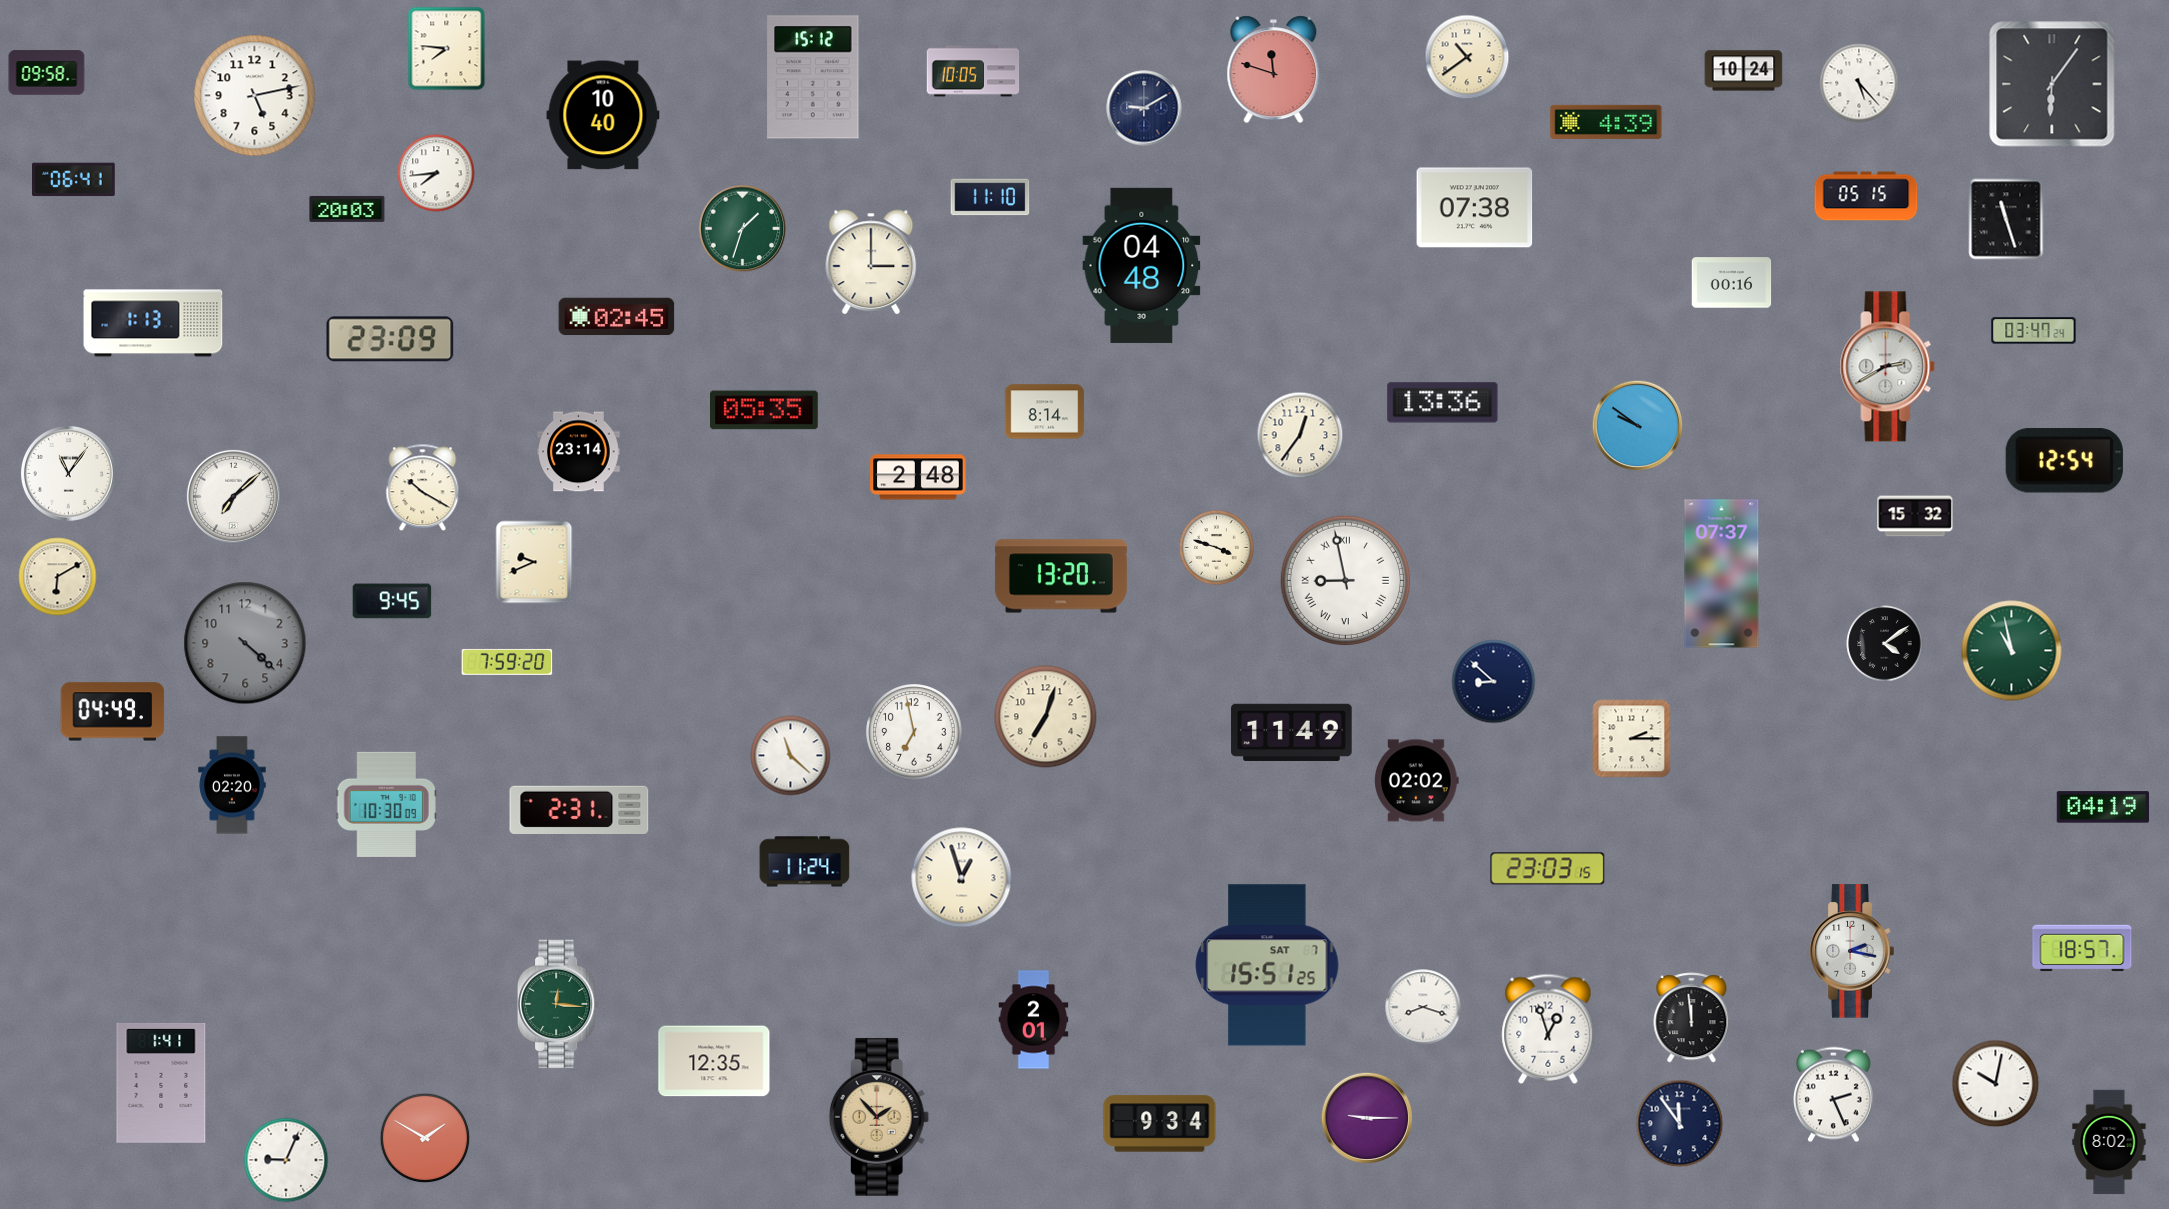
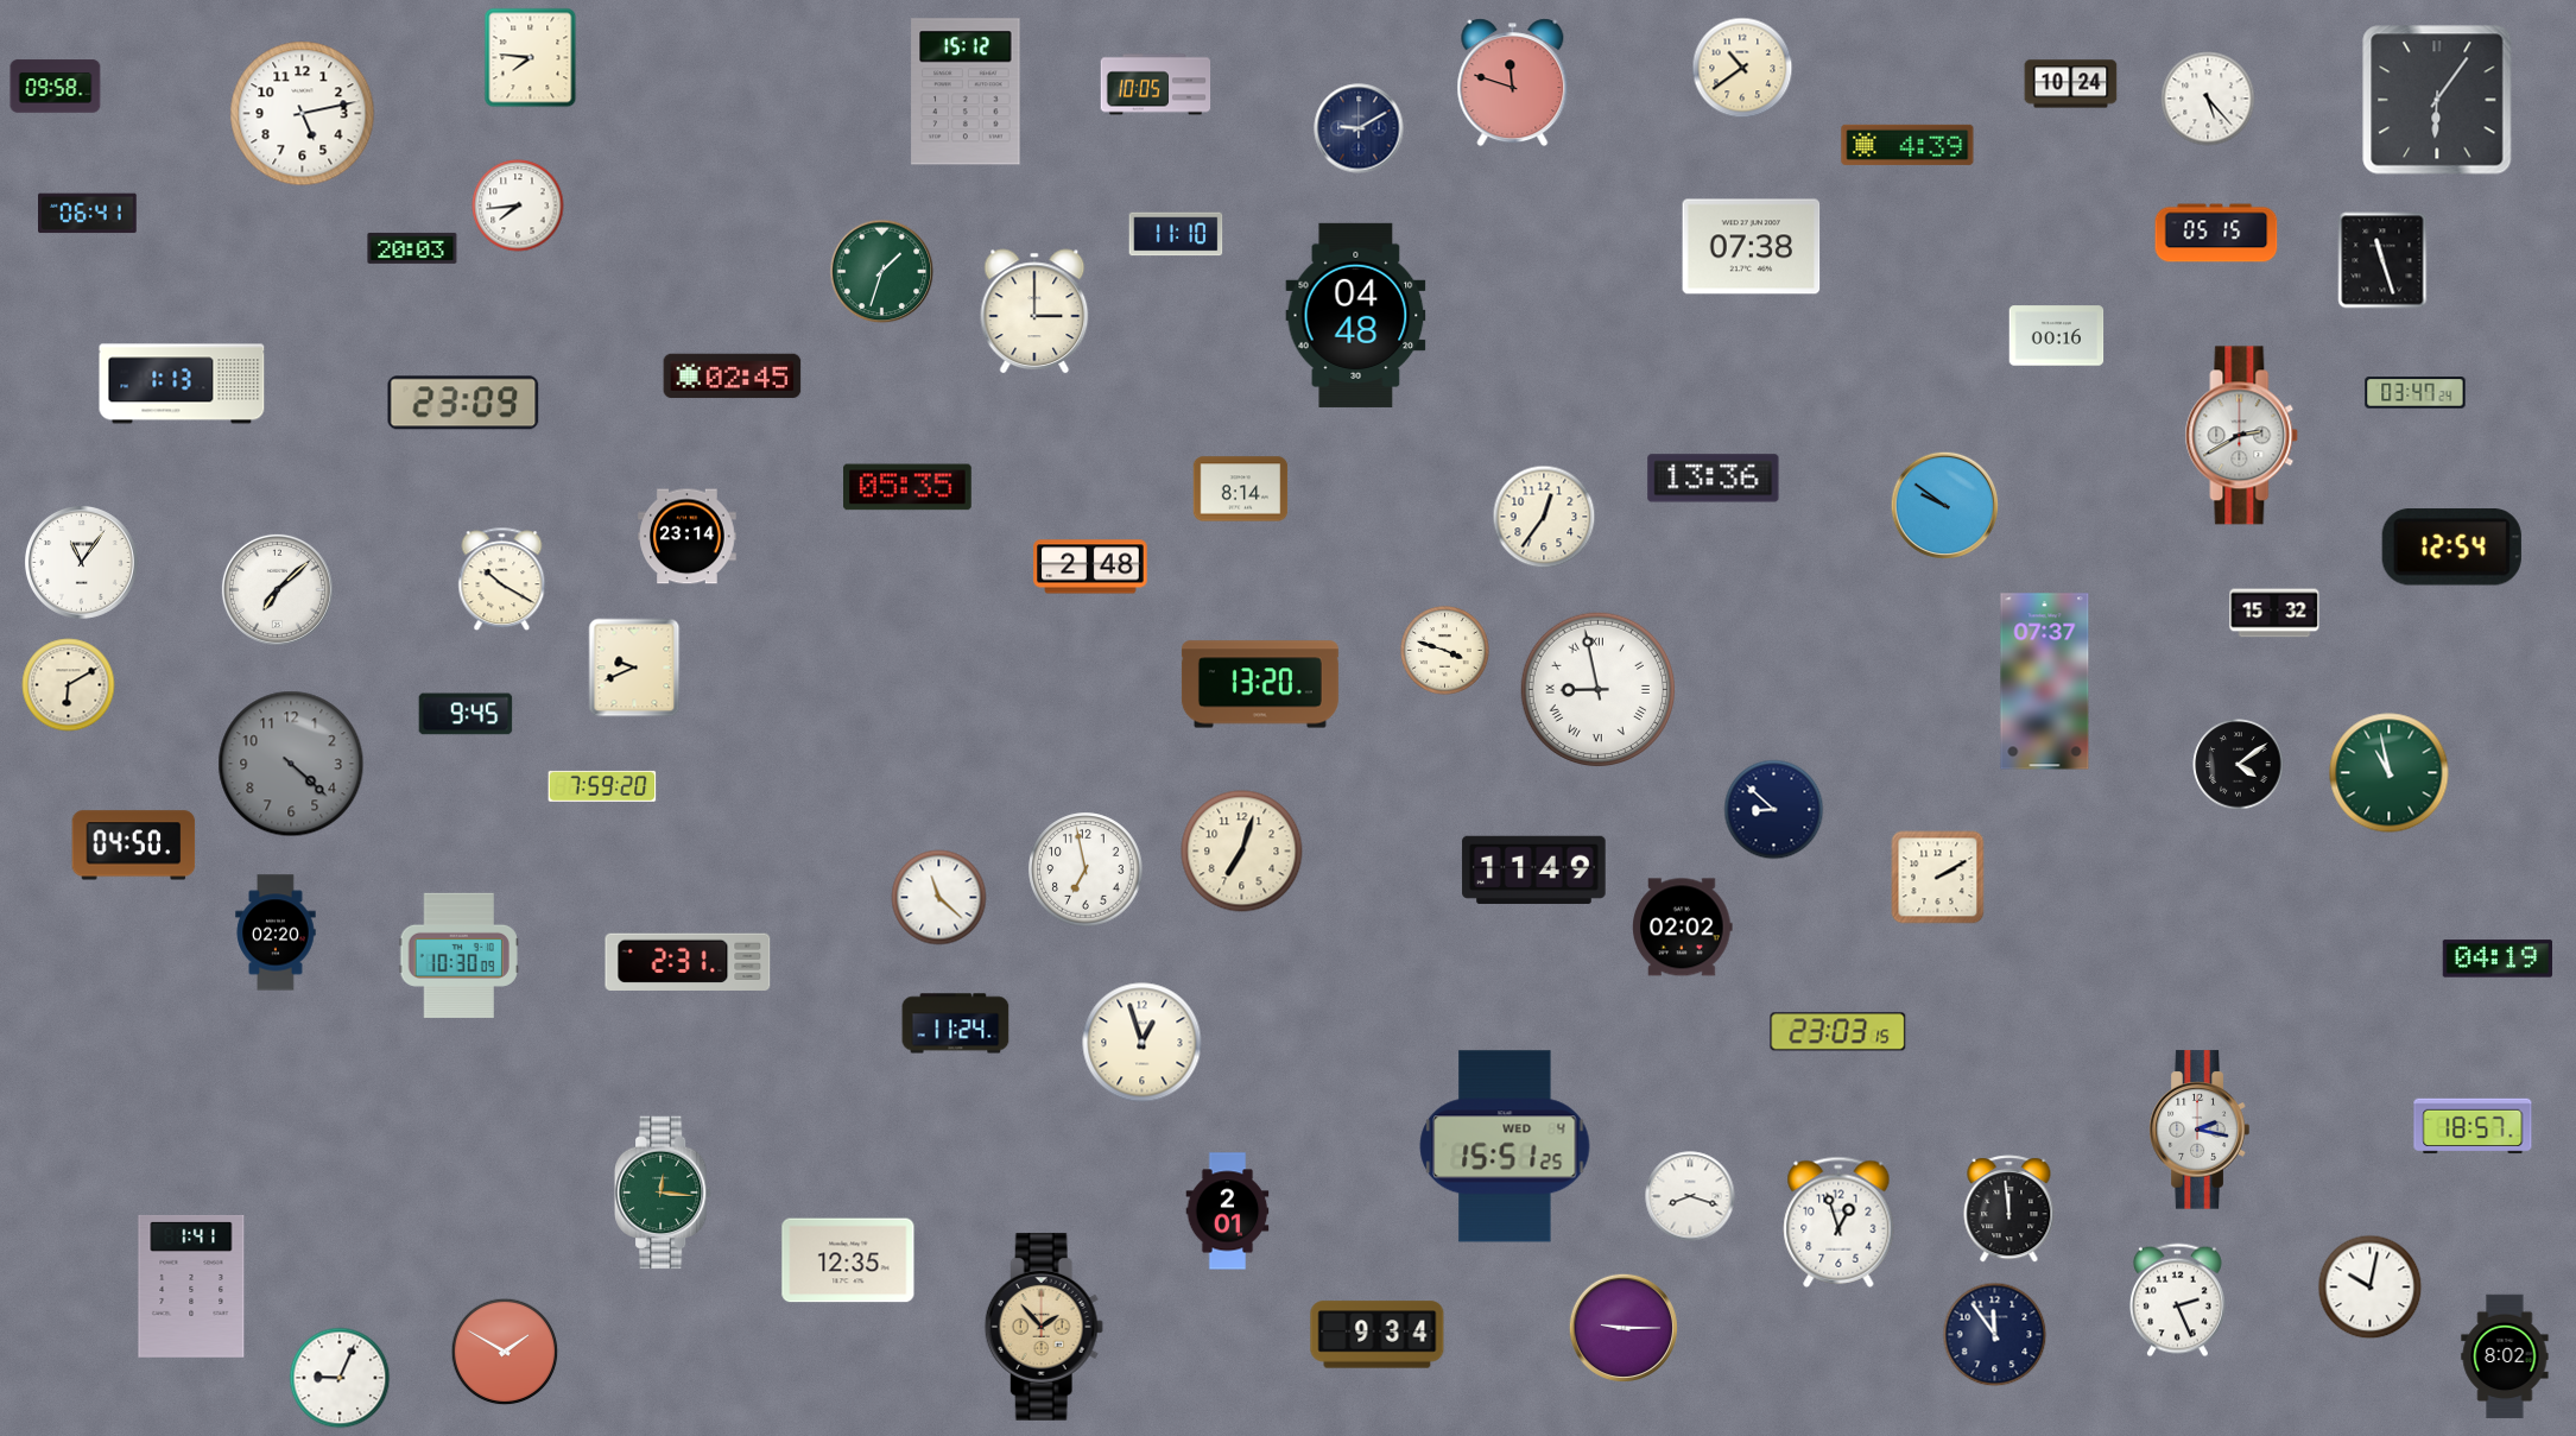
clock at (603, 115): 10:40 -> none
clock at (113, 712): 04:49 -> 04:50
clock at (1632, 739): 2:15 -> 2:10
clock at (1267, 965) date: SAT 7 -> WED 4
